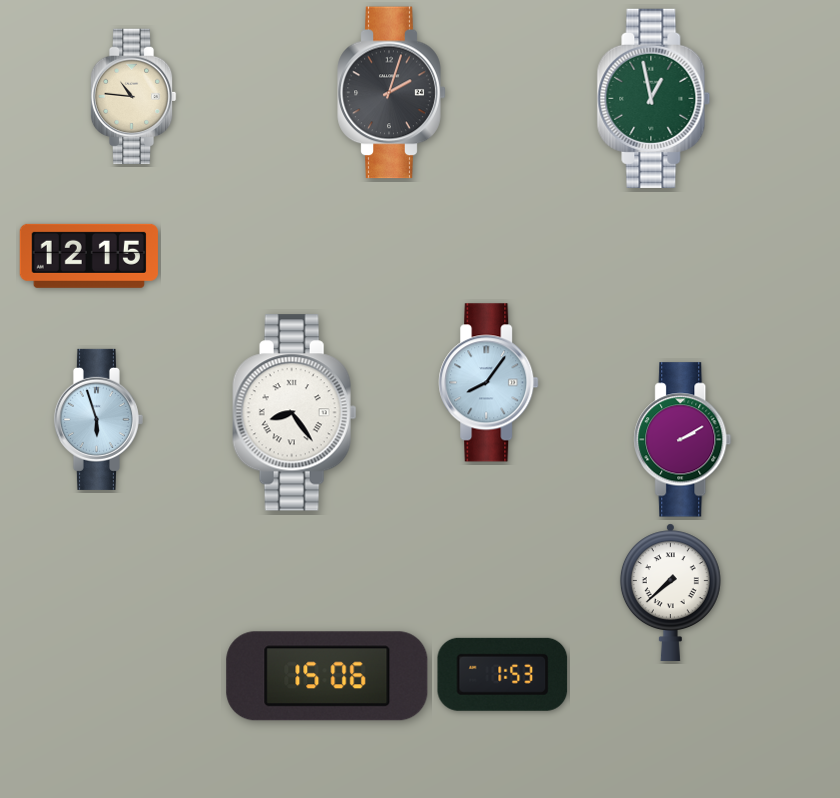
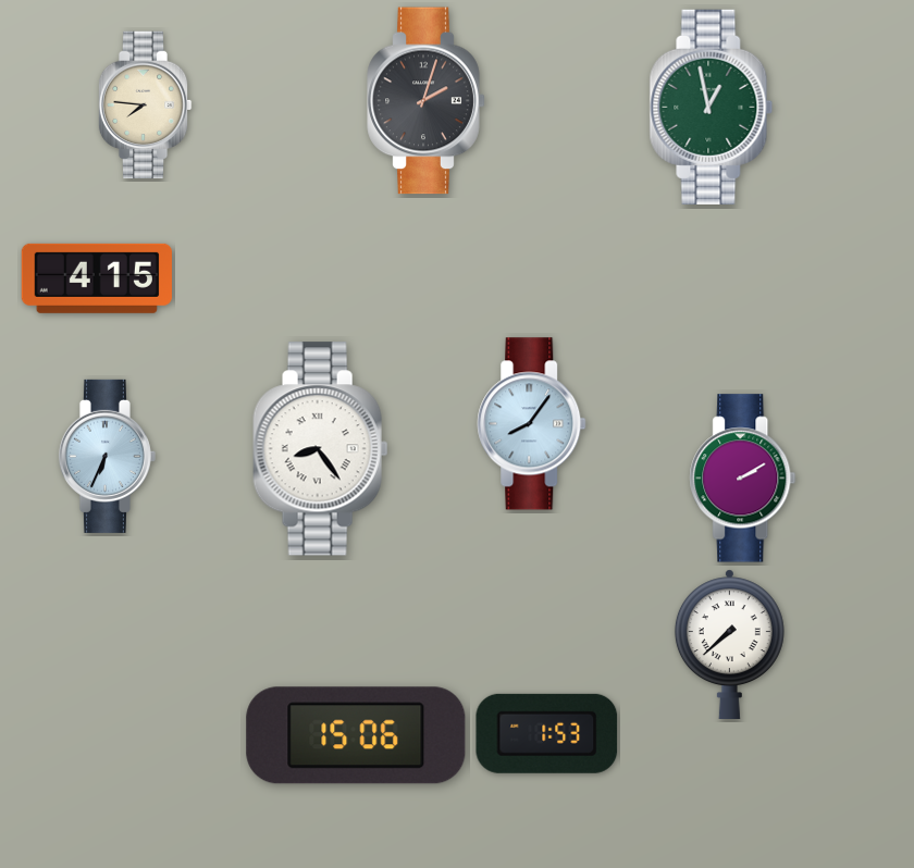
clock at (133, 97): 10:46 -> 7:46
clock at (89, 256): 12:15 -> 4:15
clock at (489, 383) position: (489, 383) -> (532, 424)
clock at (98, 419): 5:57 -> 6:34
